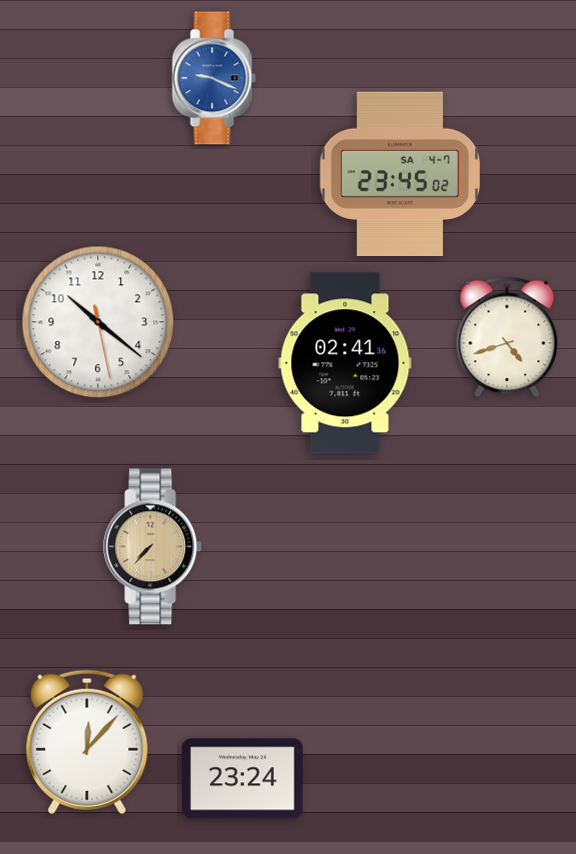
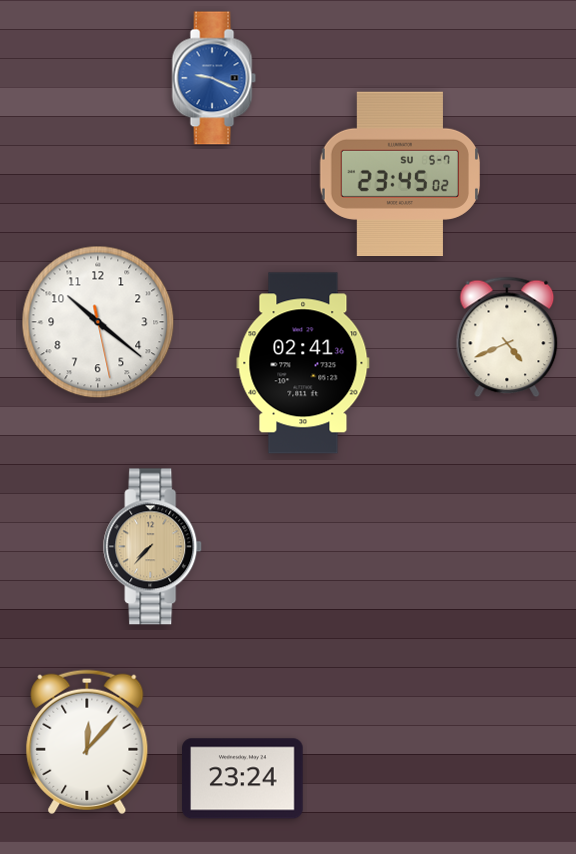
clock at (399, 173) date: SA 4-7 -> SU 5-7
clock at (507, 337): 4:42 -> 4:41
clock at (345, 363) position: (345, 363) -> (303, 363)
